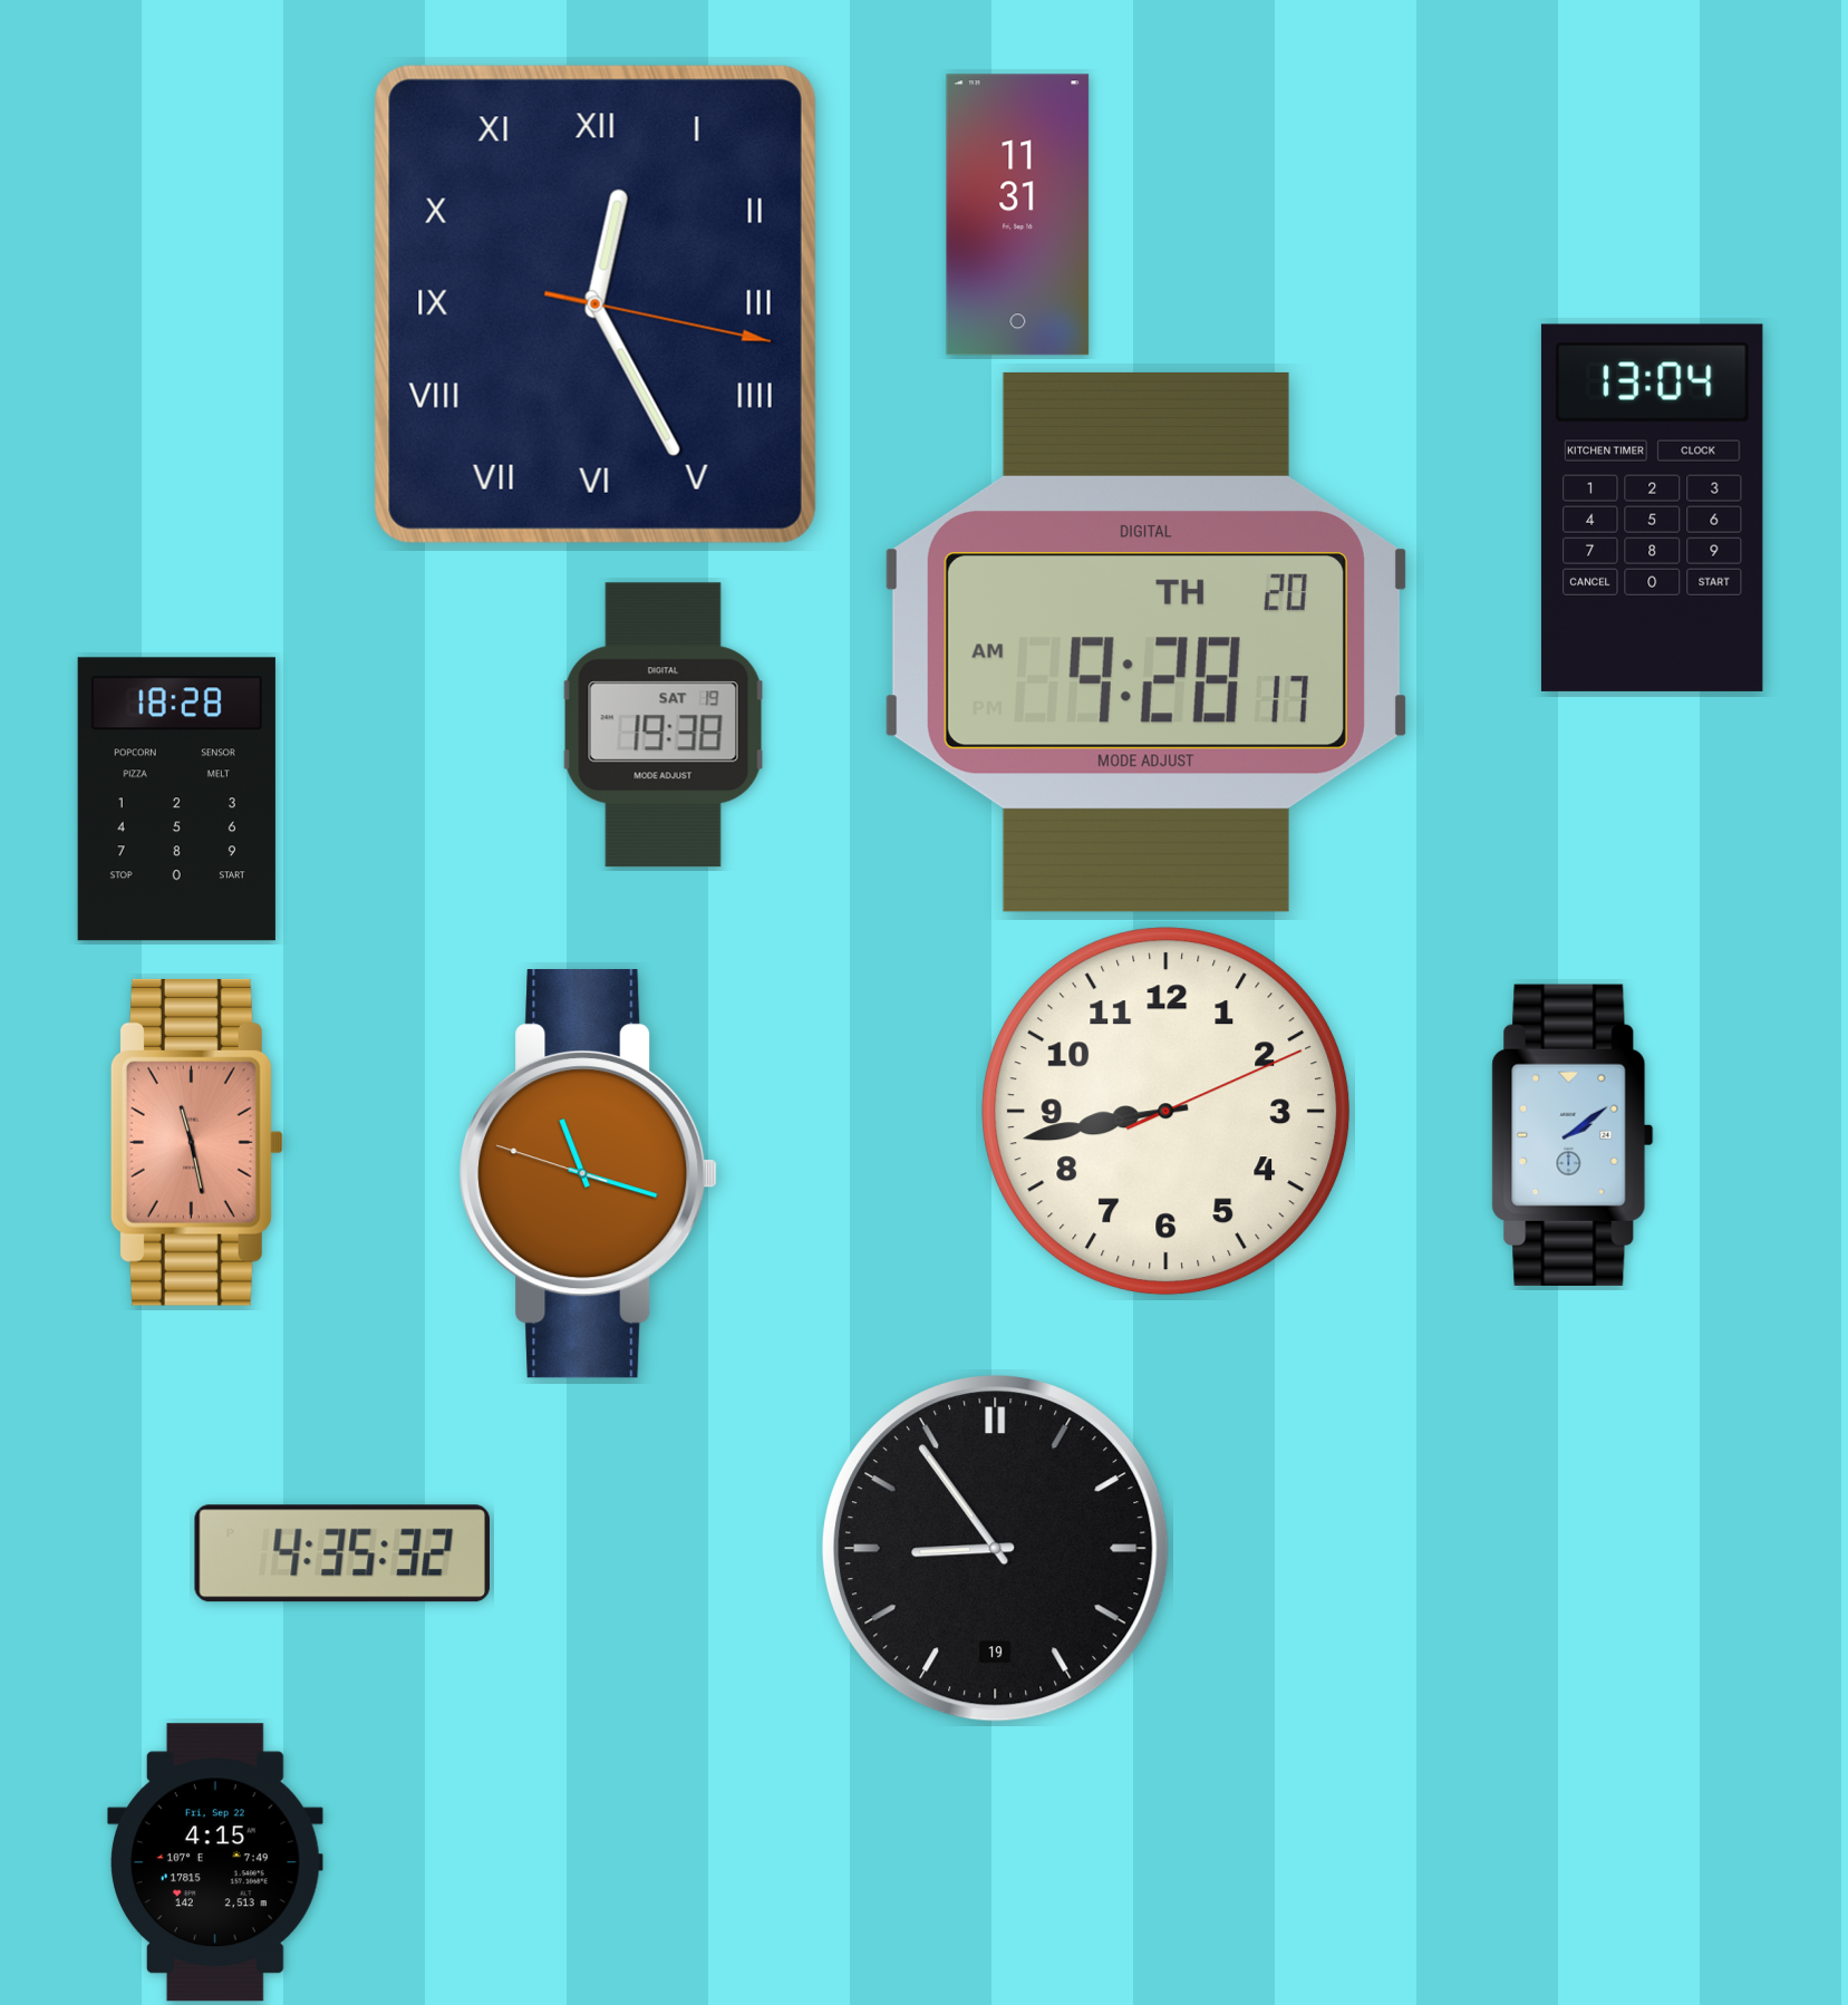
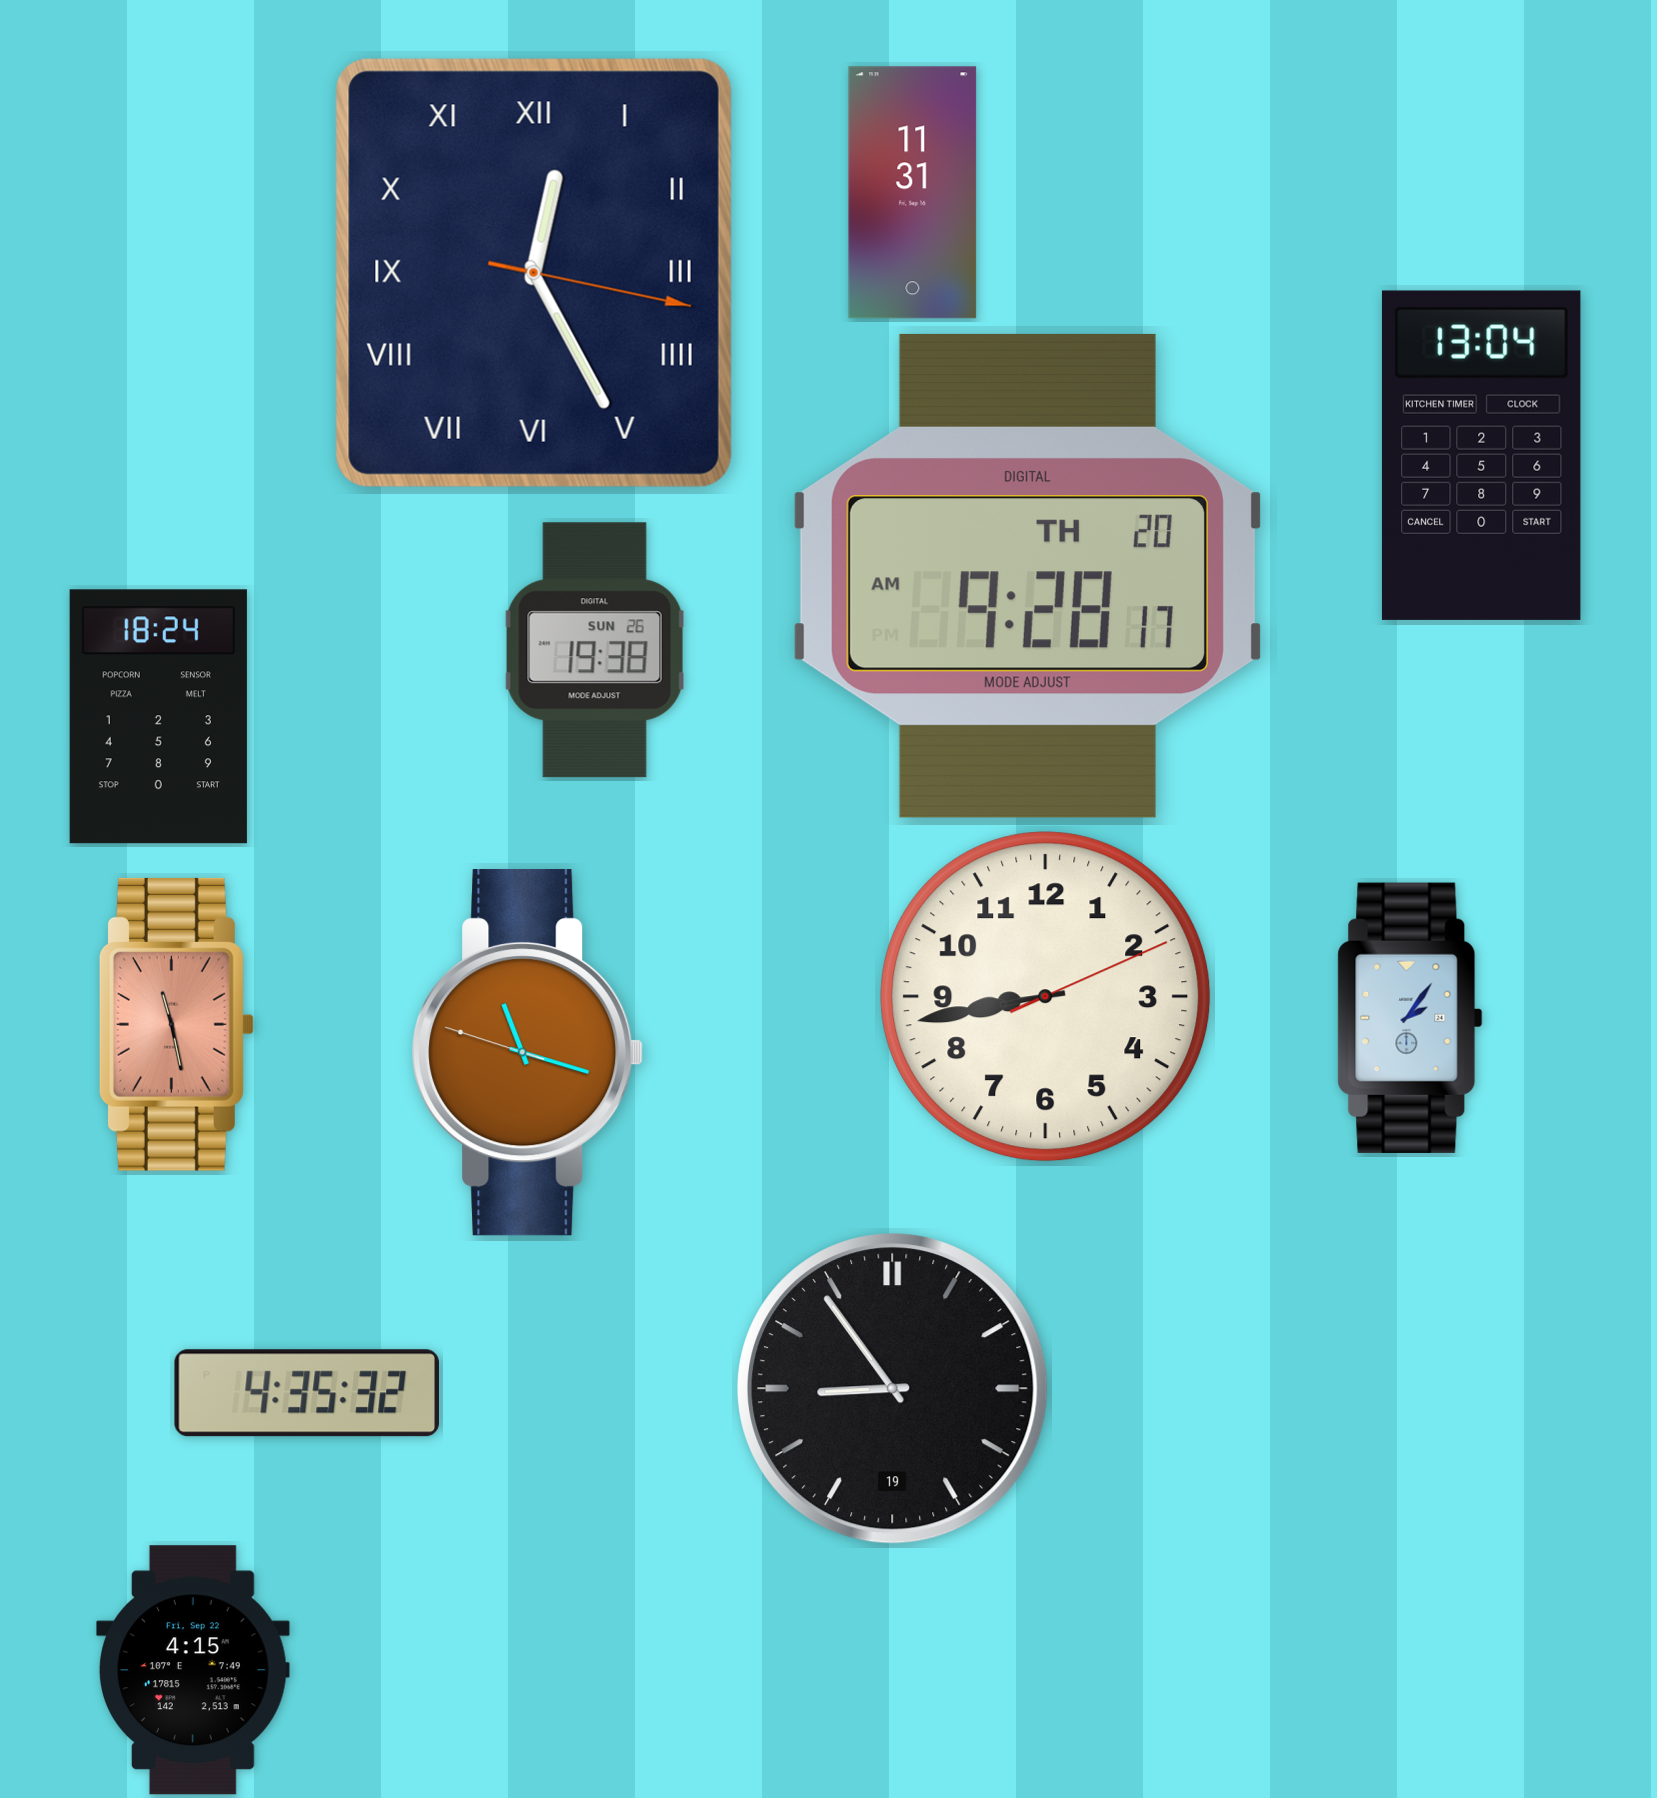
clock at (664, 725) date: SAT 19 -> SUN 26
clock at (176, 800): 18:28 -> 18:24
clock at (1573, 1135): 2:09 -> 2:06
